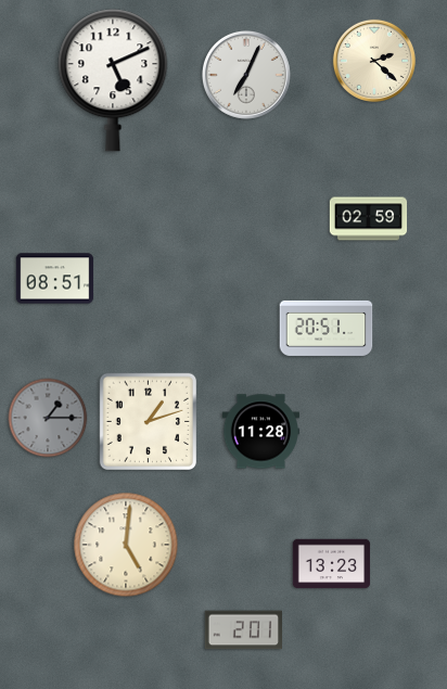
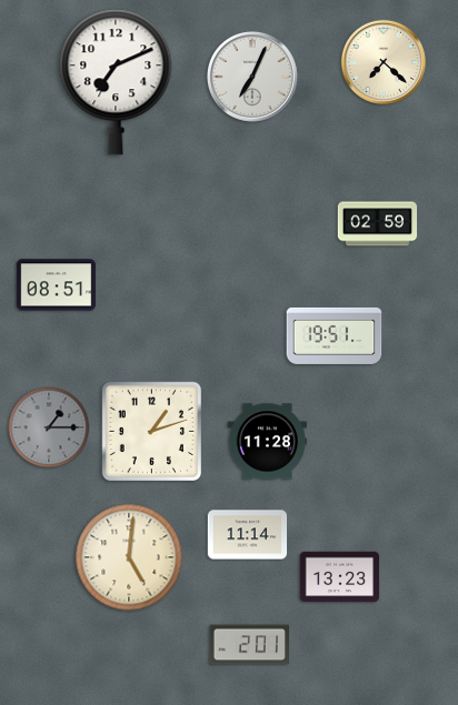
clock at (374, 61): 2:22 -> 7:22
clock at (113, 80): 5:11 -> 7:11
clock at (327, 328): 20:51 -> 19:51
clock at (248, 535): none -> 11:14
